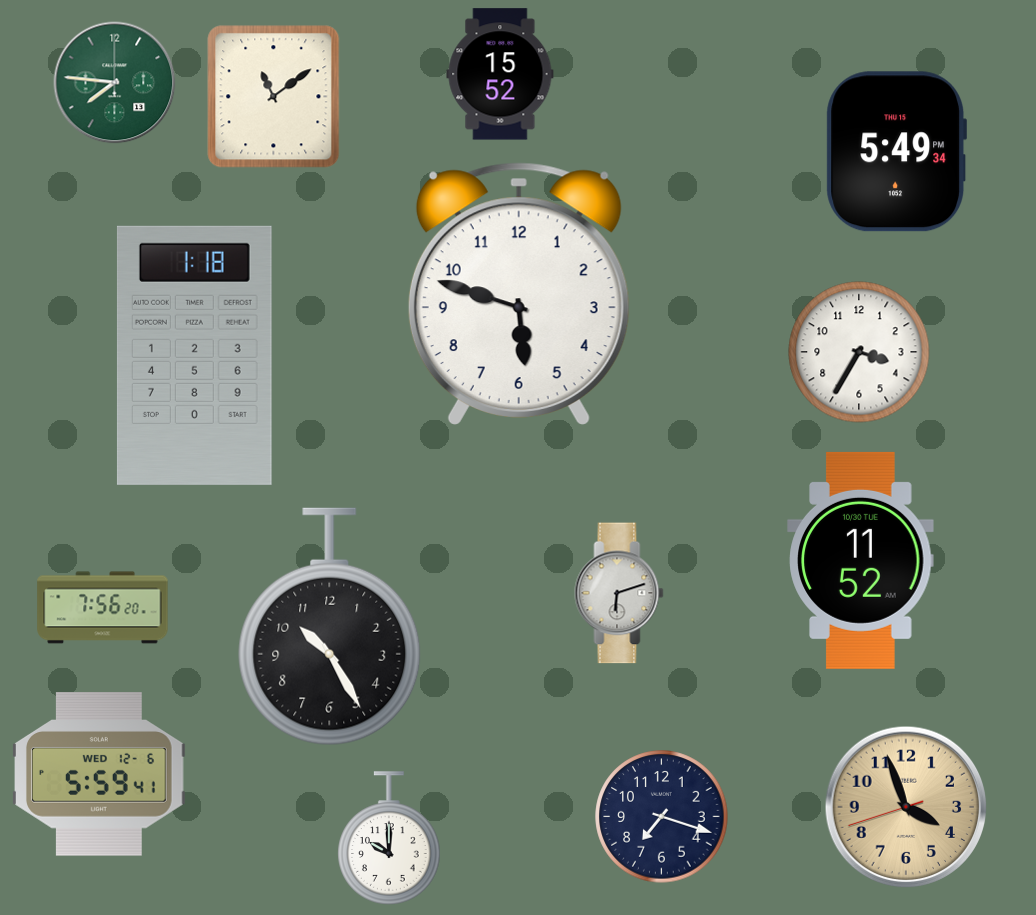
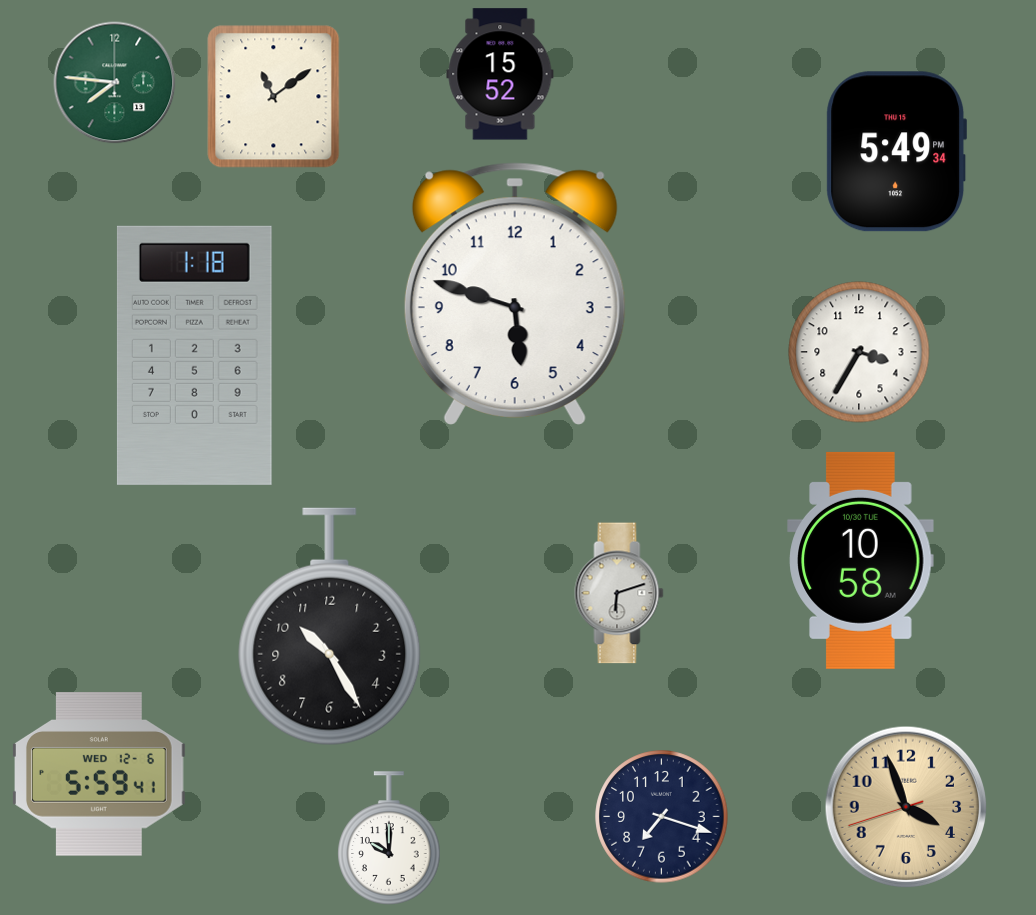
clock at (519, 294) position: (519, 294) -> (515, 294)
clock at (861, 560): 11:52 -> 10:58
clock at (103, 608): 7:56 -> none
